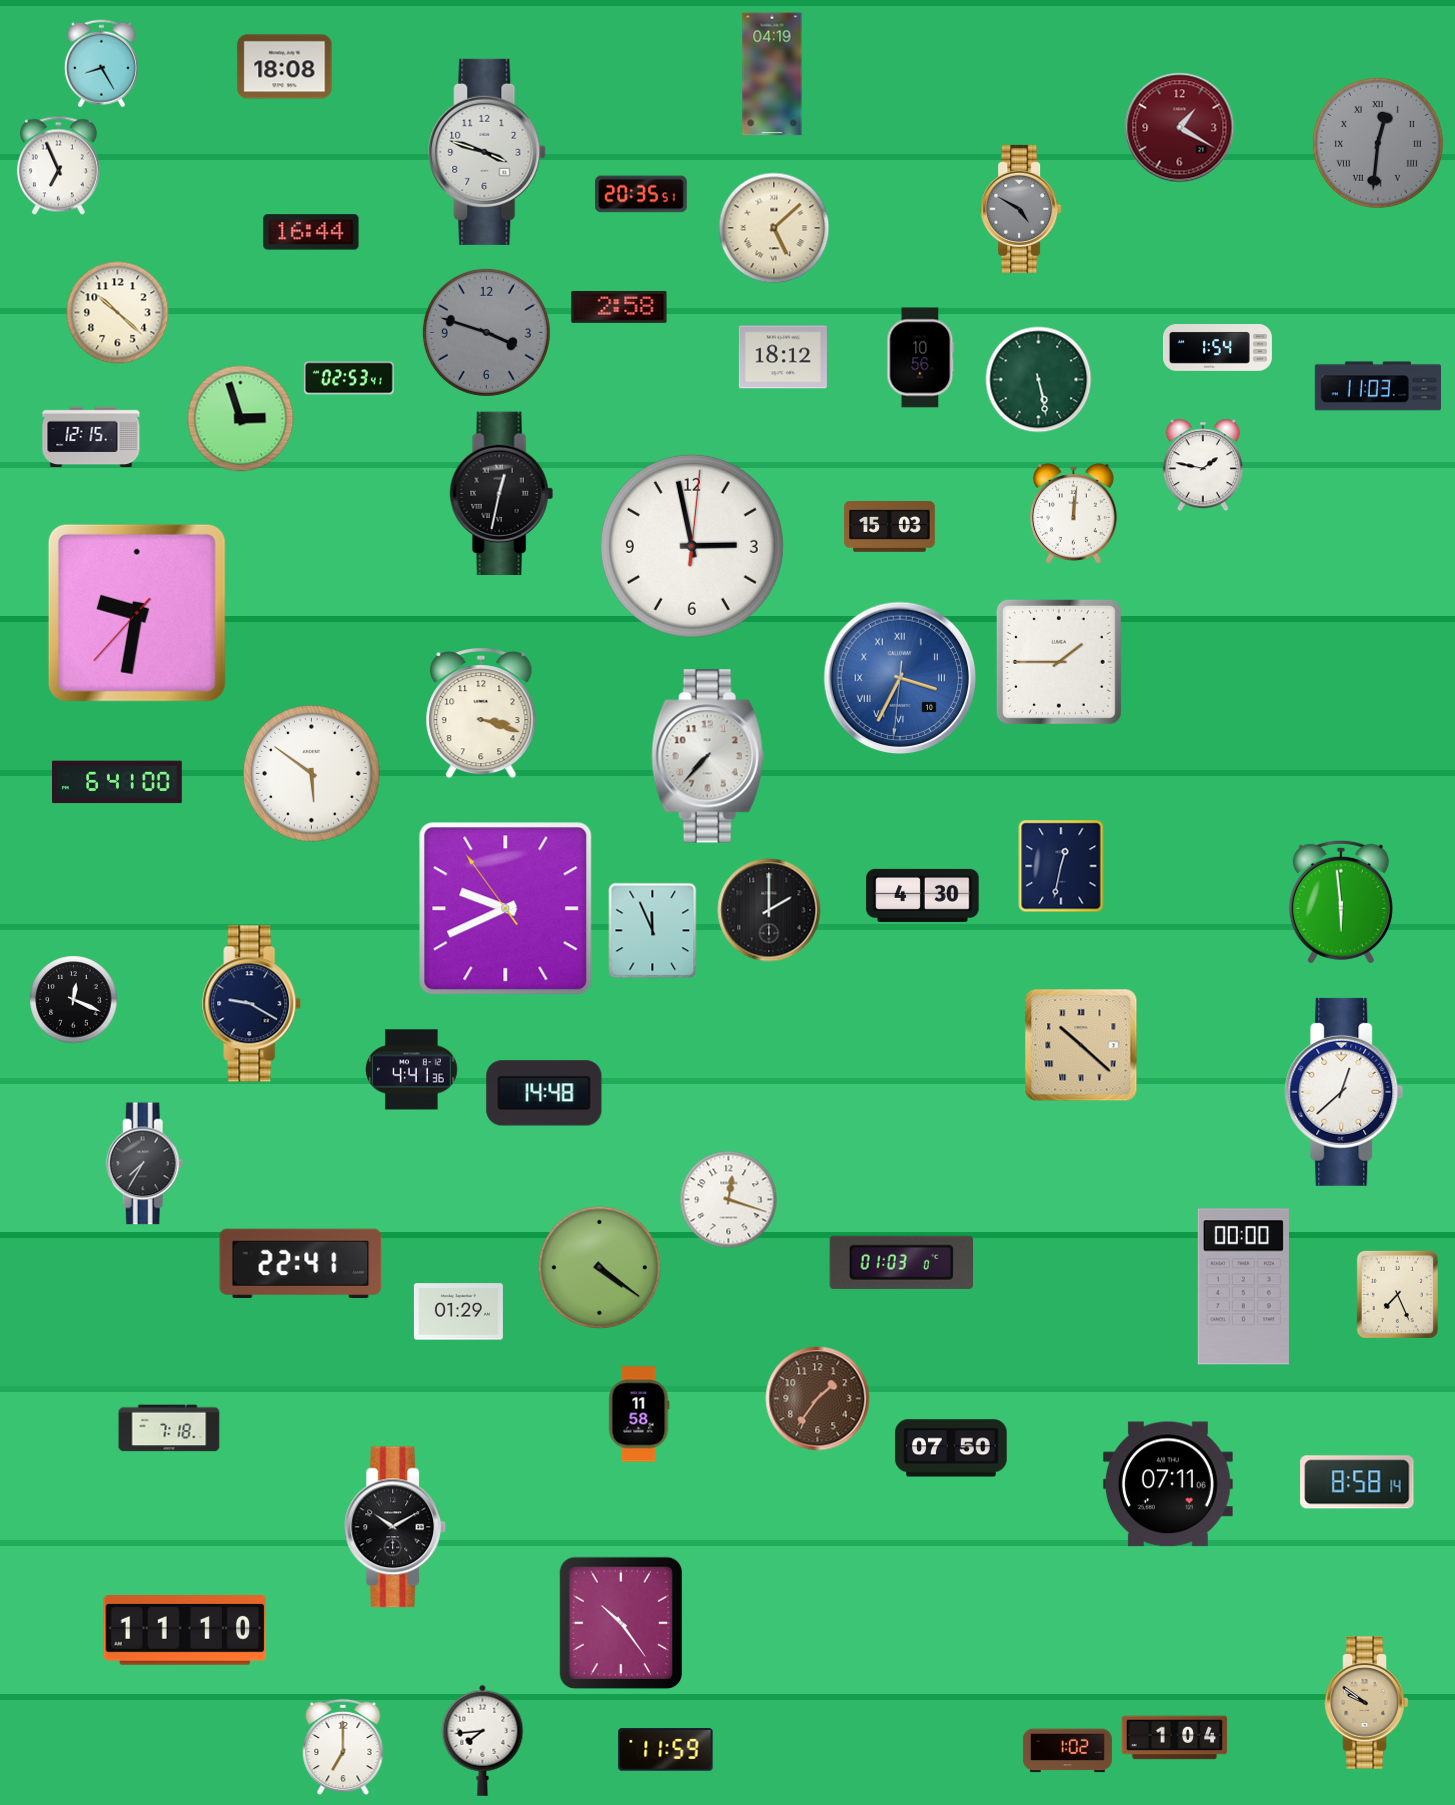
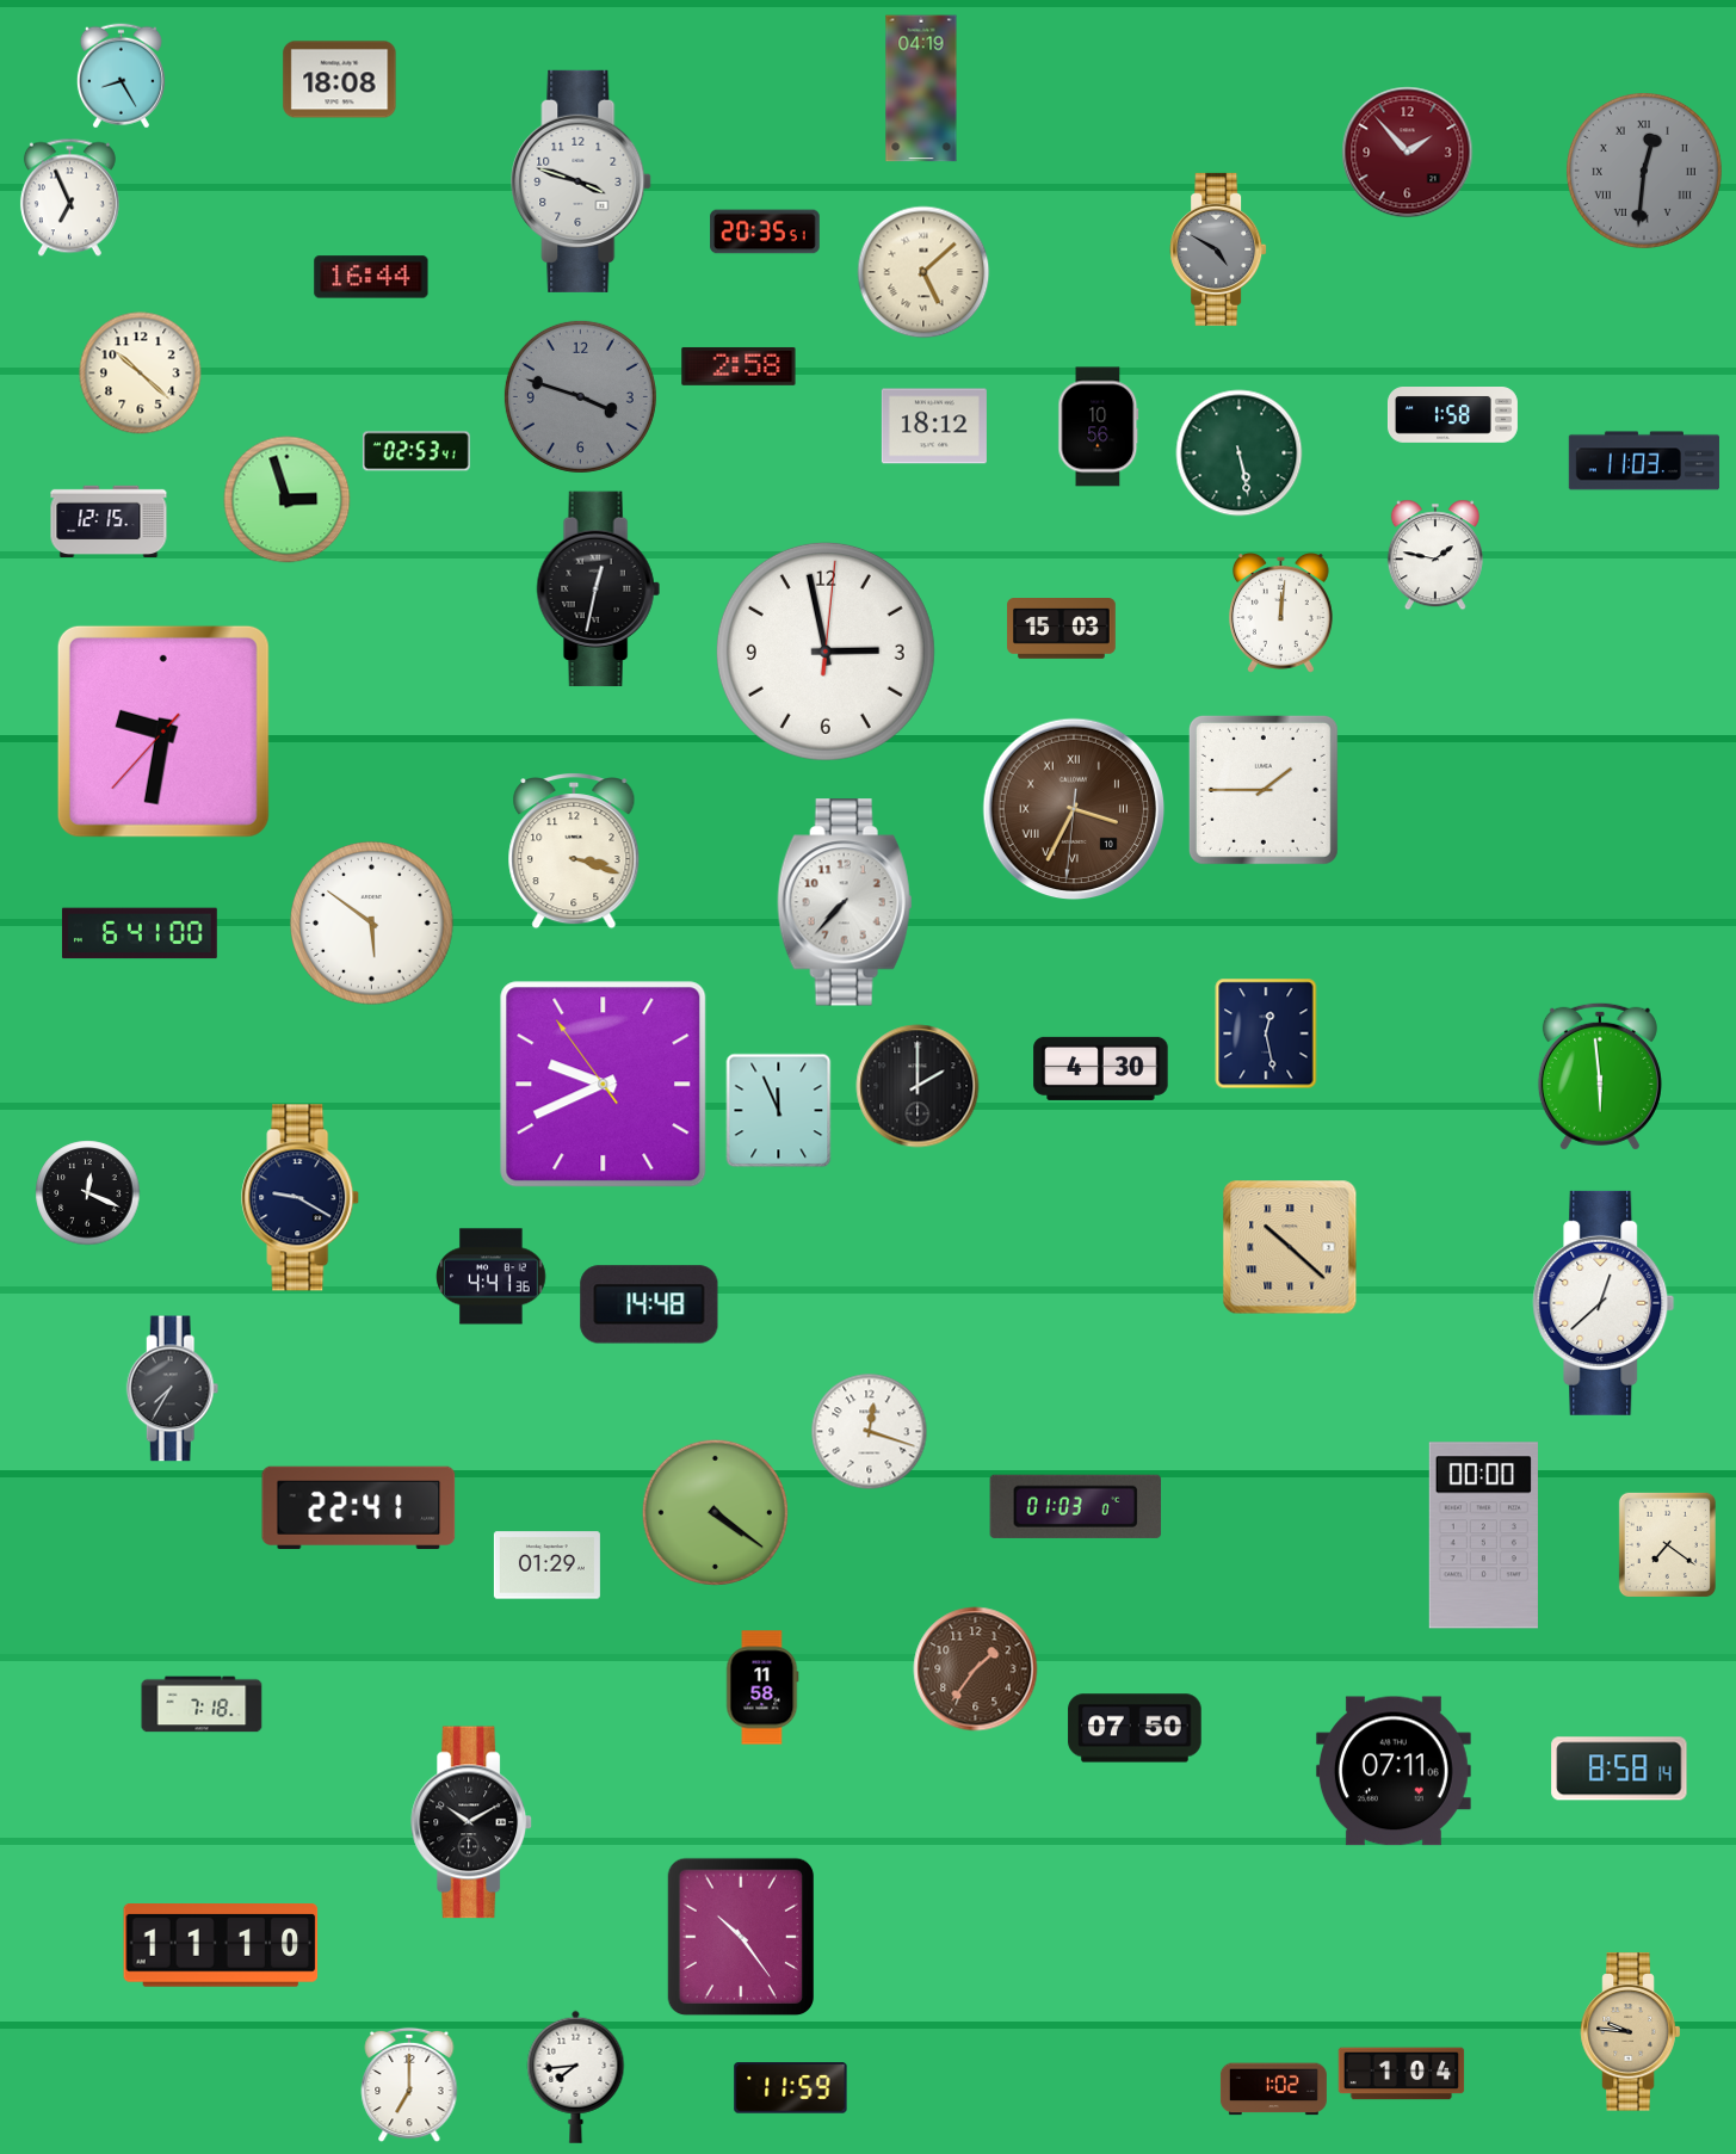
clock at (1180, 128): 1:20 -> 1:53
clock at (1217, 348): 1:54 -> 1:58
clock at (900, 678) dial: blue -> brown
clock at (1061, 866): 12:32 -> 12:28
clock at (1397, 1294): 7:26 -> 7:21
clock at (1367, 1703): 9:51 -> 9:46
clock at (666, 1750) position: (666, 1750) -> (791, 2088)
